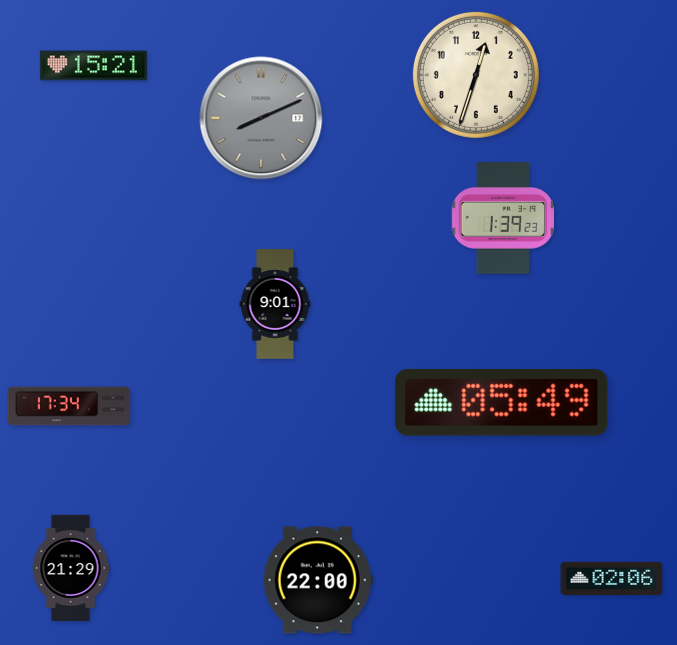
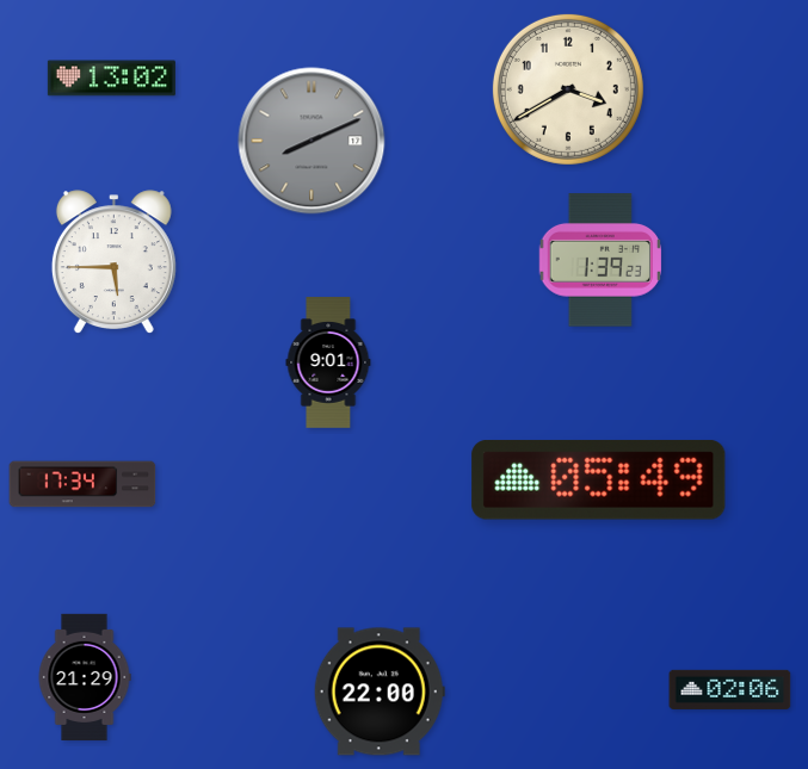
clock at (93, 66): 15:21 -> 13:02
clock at (476, 75): 12:33 -> 3:40
clock at (113, 262): none -> 5:45
